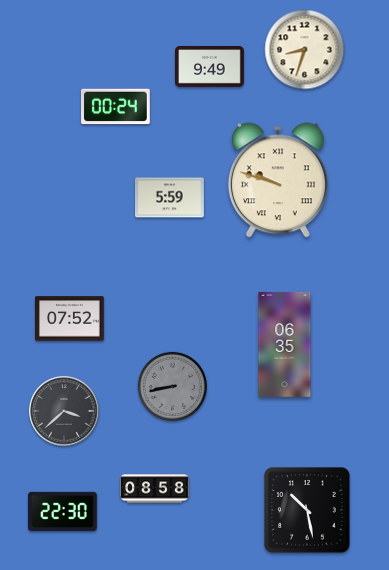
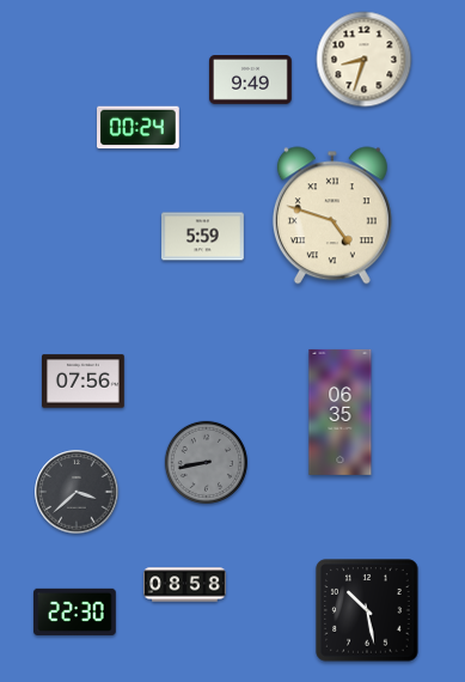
clock at (278, 180): 9:48 -> 4:48
clock at (70, 319): 07:52 -> 07:56
